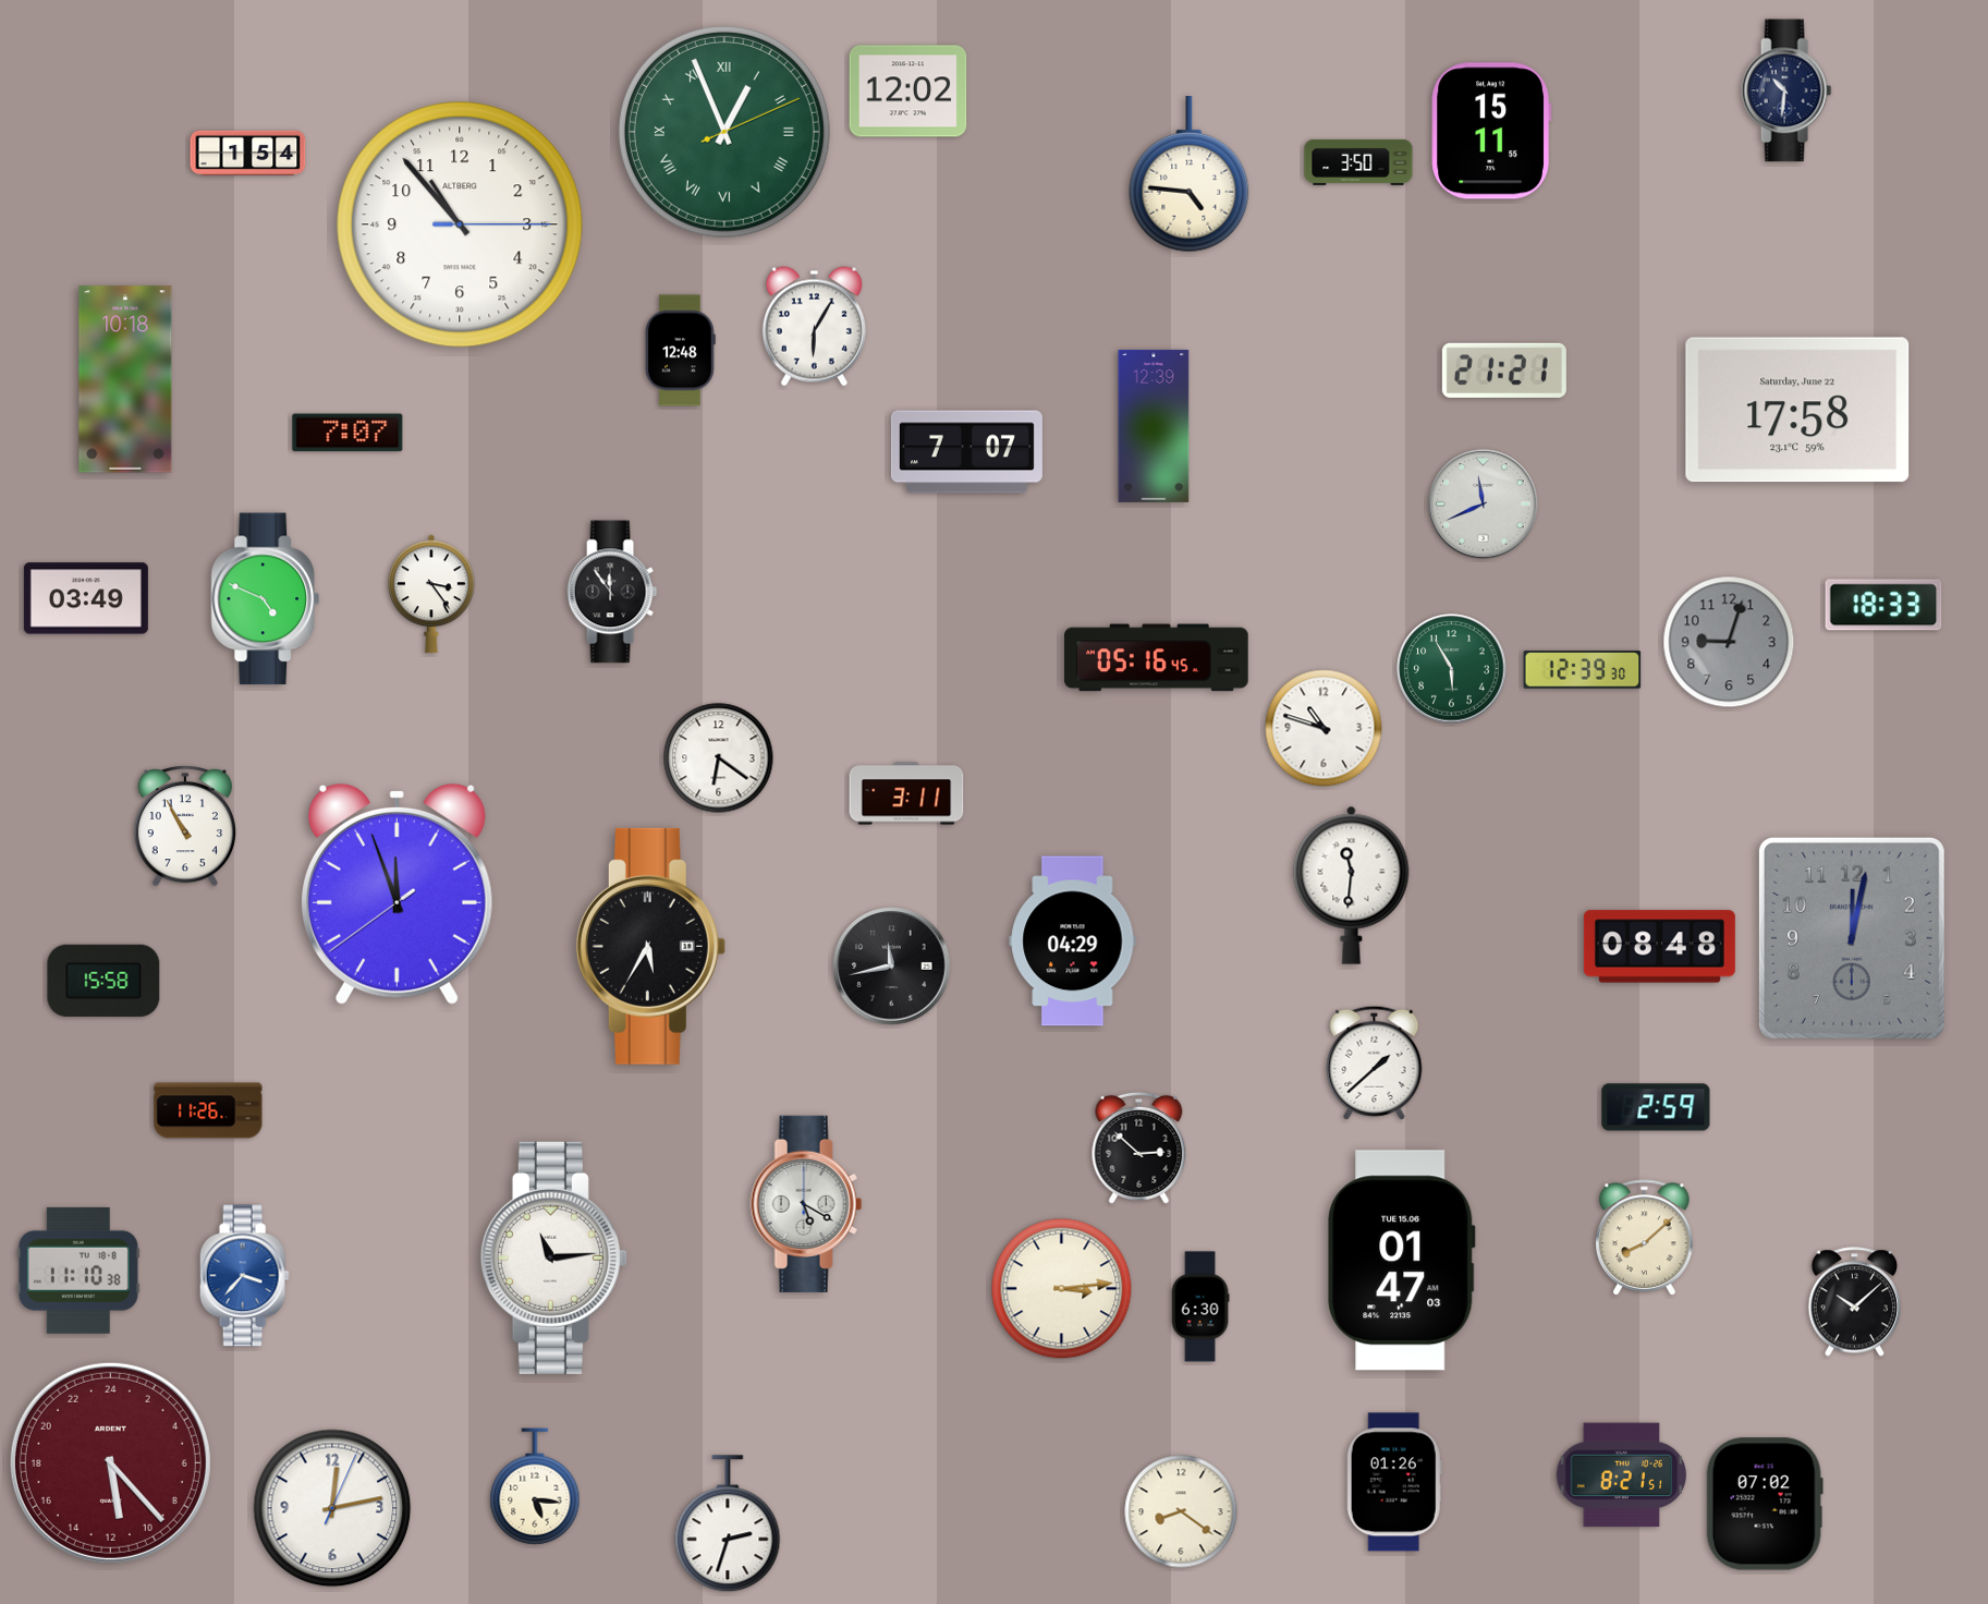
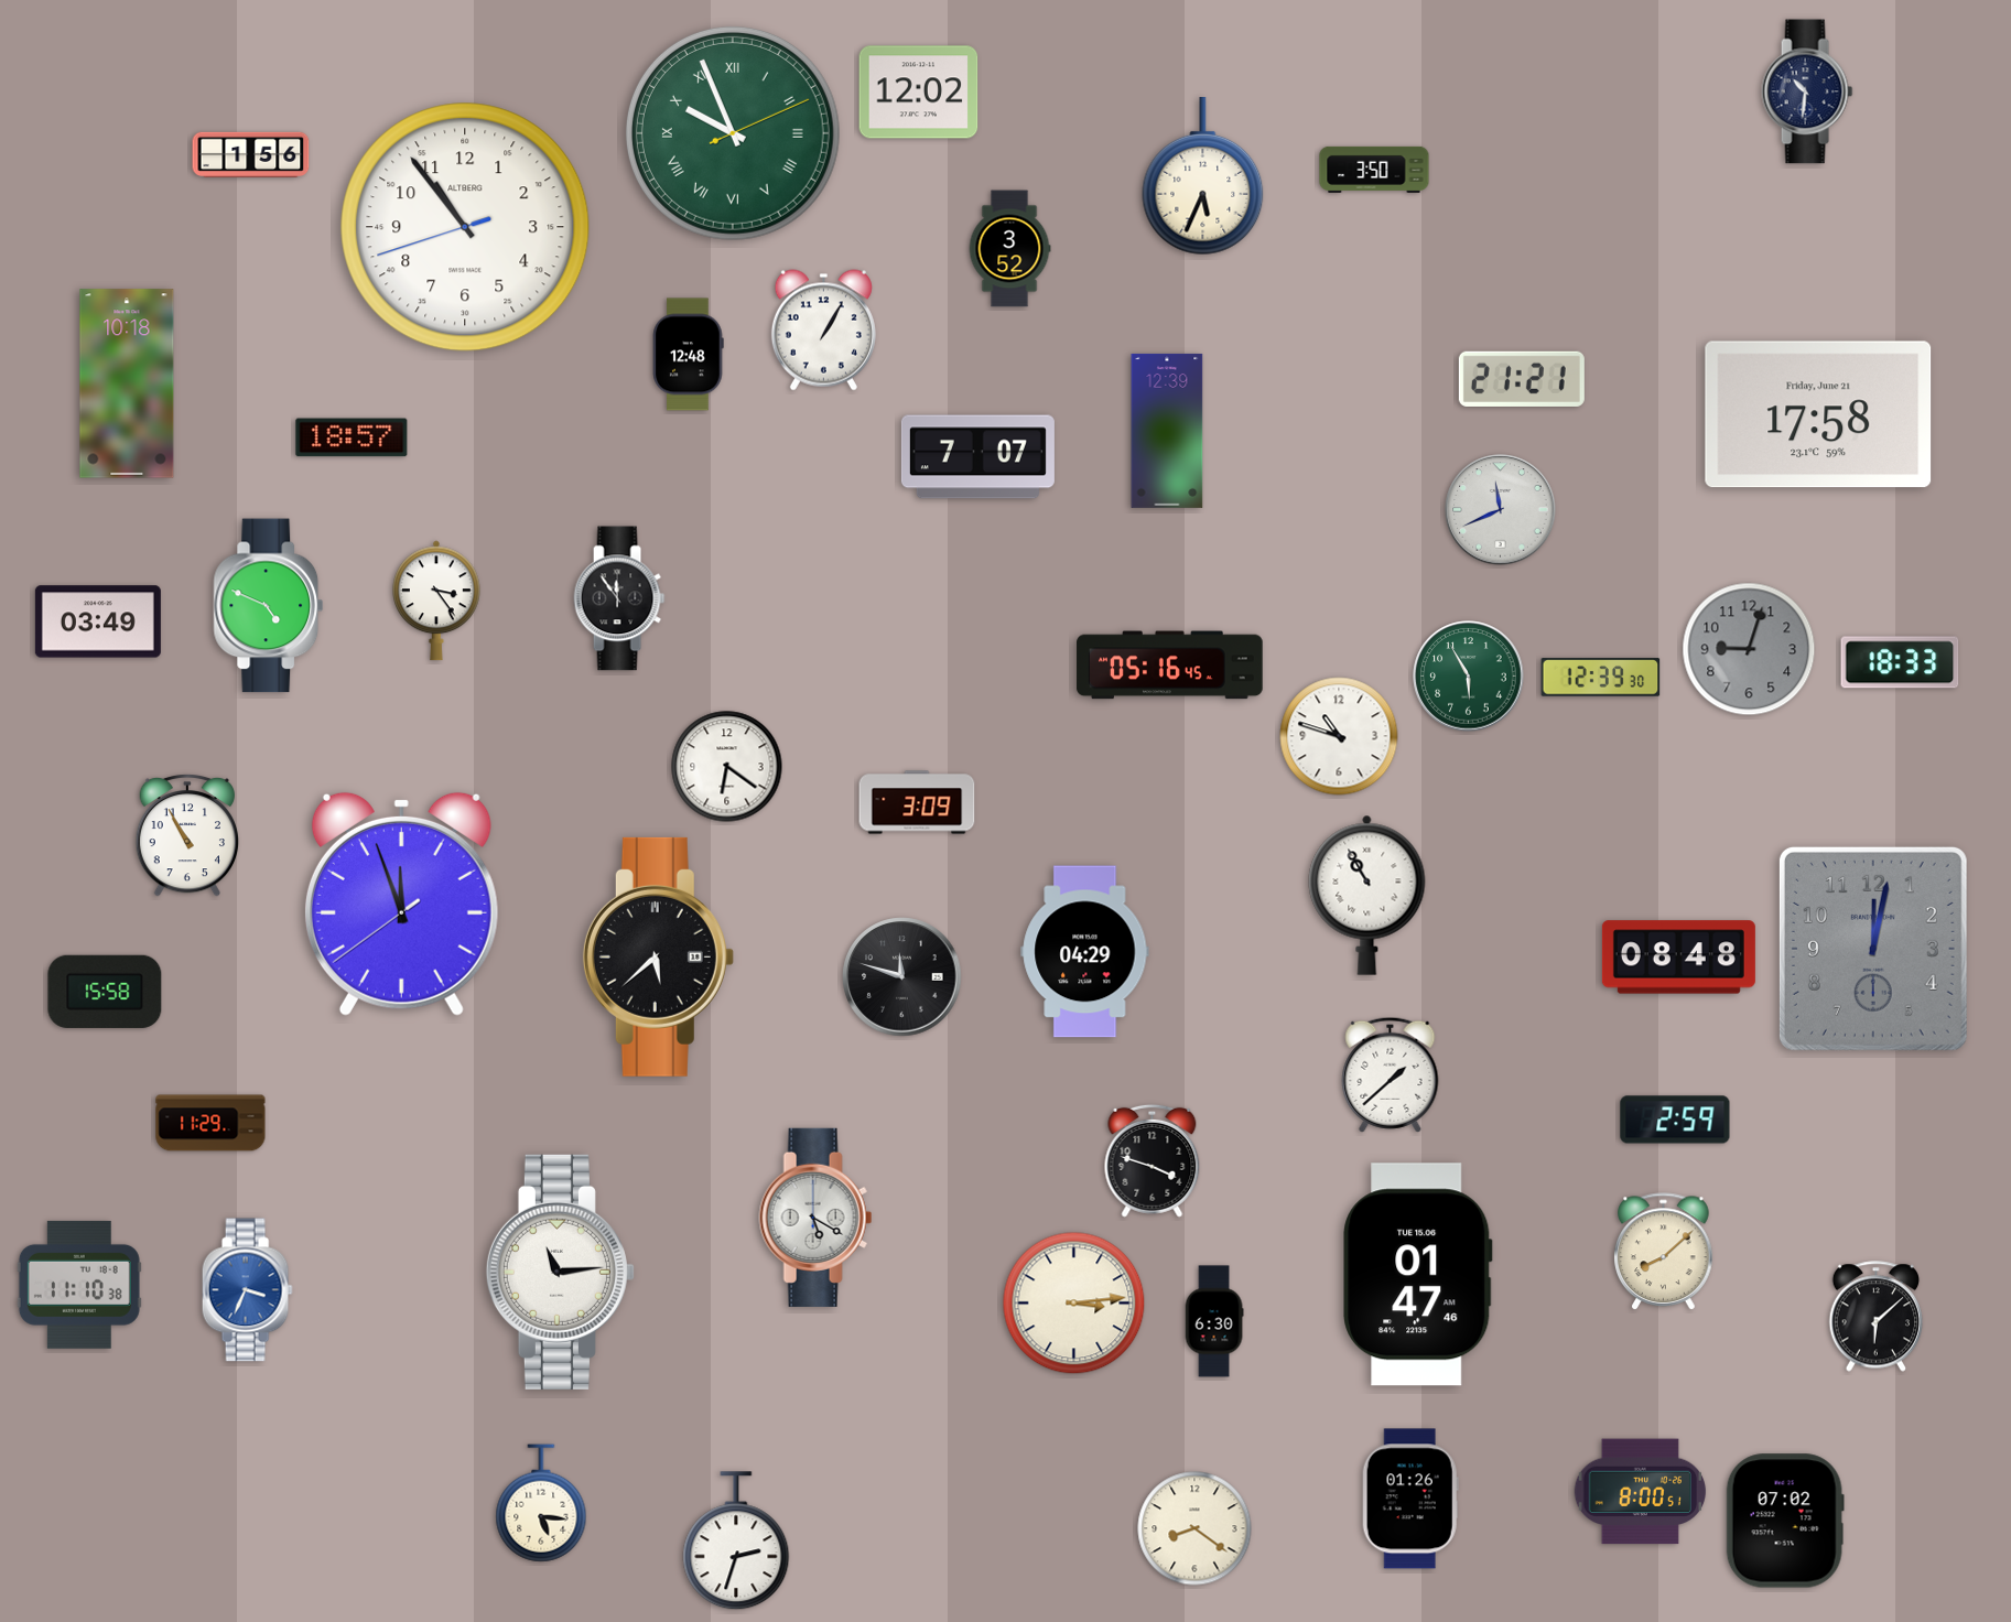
clock at (1491, 131): 15:11 -> none
clock at (724, 132): 12:56 -> 9:56
clock at (248, 153): 1:54 -> 1:56
clock at (1358, 162) position: (1358, 162) -> (1374, 170)
clock at (1190, 175): 4:46 -> 5:34
clock at (460, 224): 10:53:15 -> 10:53:42
clock at (1009, 249): none -> 3:52
clock at (814, 327): 6:05 -> 1:05
clock at (1504, 370) position: (1504, 370) -> (1522, 379)
clock at (1797, 410) date: Saturday, June 22 -> Friday, June 21
clock at (347, 433): 7:07 -> 18:57
clock at (86, 598) position: (86, 598) -> (98, 621)
clock at (1883, 605) position: (1883, 605) -> (1900, 662)
clock at (906, 793): 3:11 -> 3:09
clock at (1352, 885): 11:31 -> 10:55
clock at (650, 946): 5:35 -> 5:38
clock at (892, 967): 11:43 -> 11:48
clock at (208, 1110): 11:26 -> 11:29
clock at (1139, 1147): 2:52 -> 3:48
clock at (1402, 1261): 01:47:03 -> 01:47:46
clock at (244, 1276): 3:37 -> 3:34
clock at (1855, 1302): 10:08 -> 6:08
clock at (110, 1462): 11:23 -> none
clock at (1622, 1475): 8:21 -> 8:00
clock at (332, 1508): 12:13 -> none
